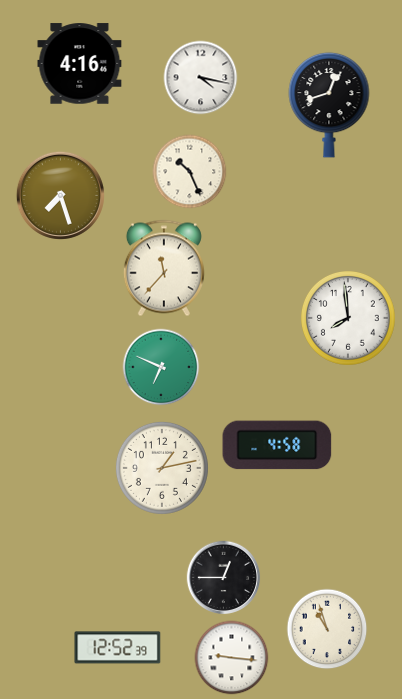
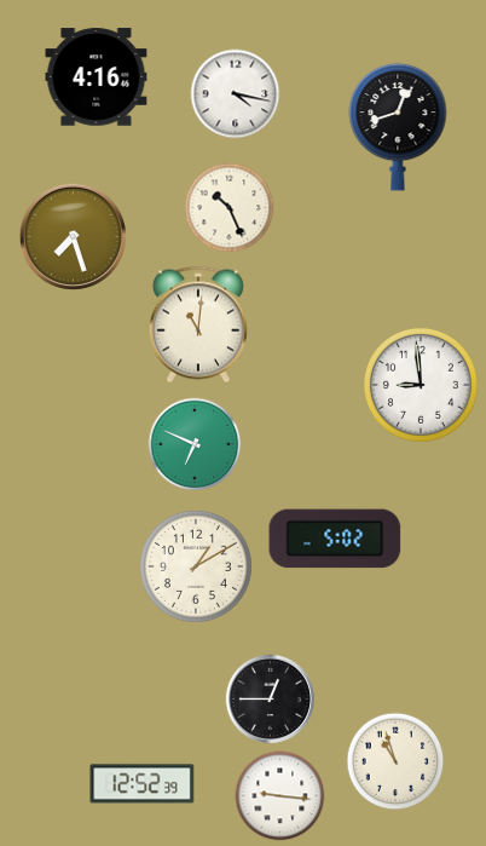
clock at (201, 78) position: (201, 78) -> (236, 94)
clock at (164, 268): 11:37 -> 11:01
clock at (348, 318): 7:59 -> 8:59
clock at (277, 445): 4:58 -> 5:02
clock at (162, 468): 1:13 -> 1:10
